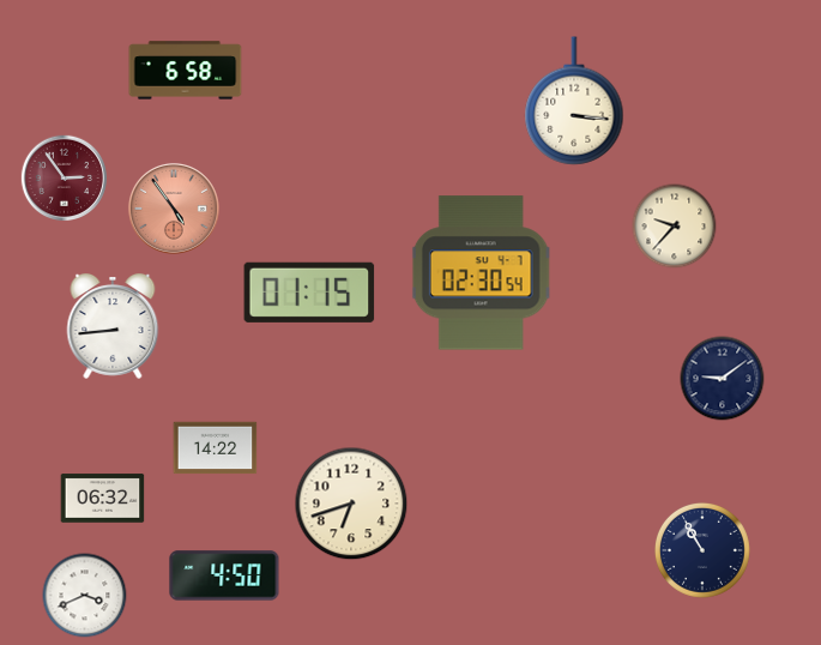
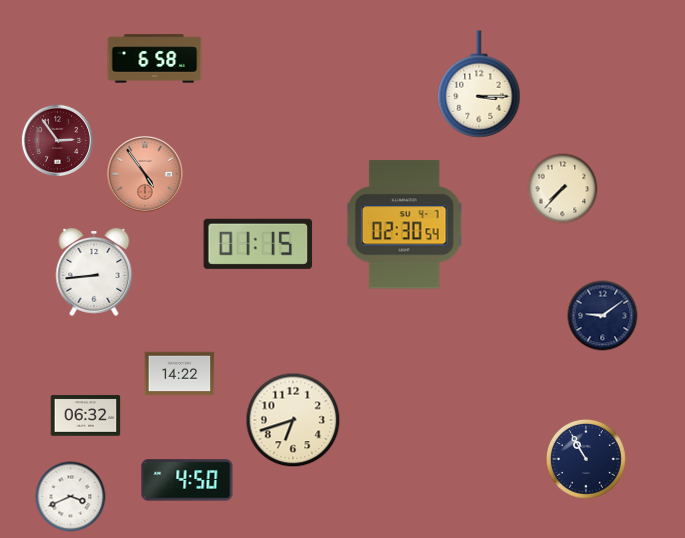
clock at (574, 101): 3:16 -> 3:15
clock at (65, 179) position: (65, 179) -> (58, 141)
clock at (675, 227): 9:37 -> 7:37
clock at (481, 273) position: (481, 273) -> (404, 225)
